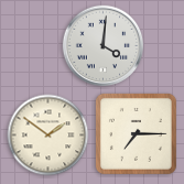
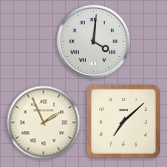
clock at (136, 133): 7:15 -> 7:08
clock at (48, 136): 1:51 -> 1:56
